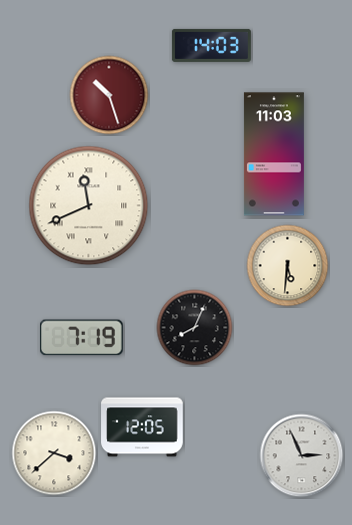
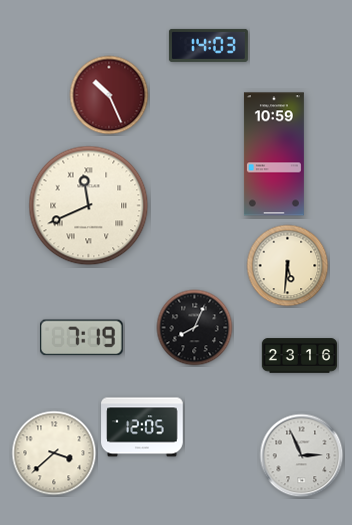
clock at (211, 45) position: (211, 45) -> (208, 45)
clock at (109, 95): 10:27 -> 10:26
clock at (274, 154): 11:03 -> 10:59
clock at (300, 356): none -> 23:16
